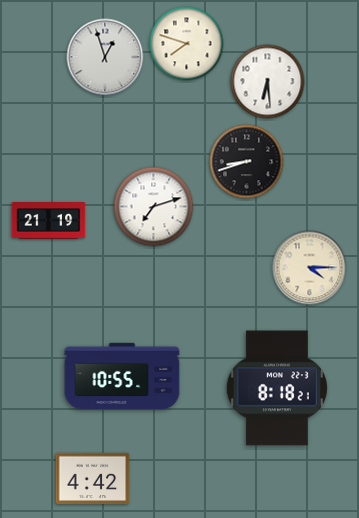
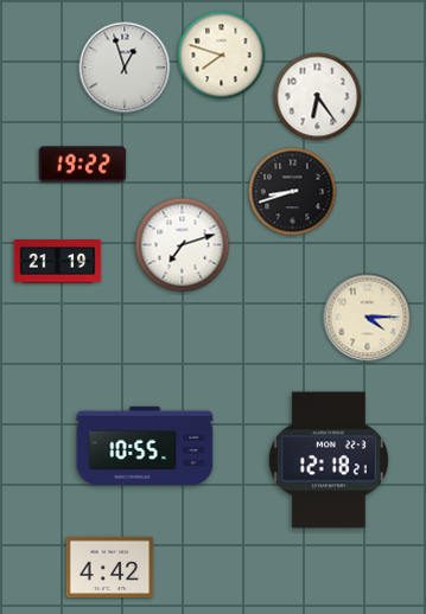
clock at (187, 44) position: (187, 44) -> (222, 56)
clock at (268, 82): 6:29 -> 6:24
clock at (83, 165): none -> 19:22
clock at (277, 388): 8:18 -> 12:18
